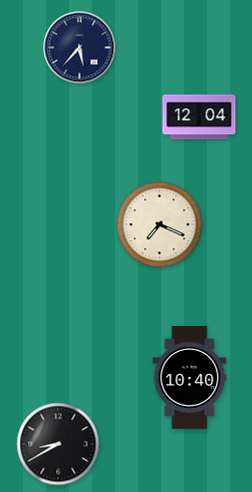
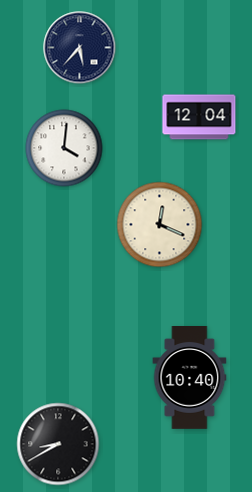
clock at (64, 148): none -> 4:01
clock at (160, 225): 7:19 -> 12:19
